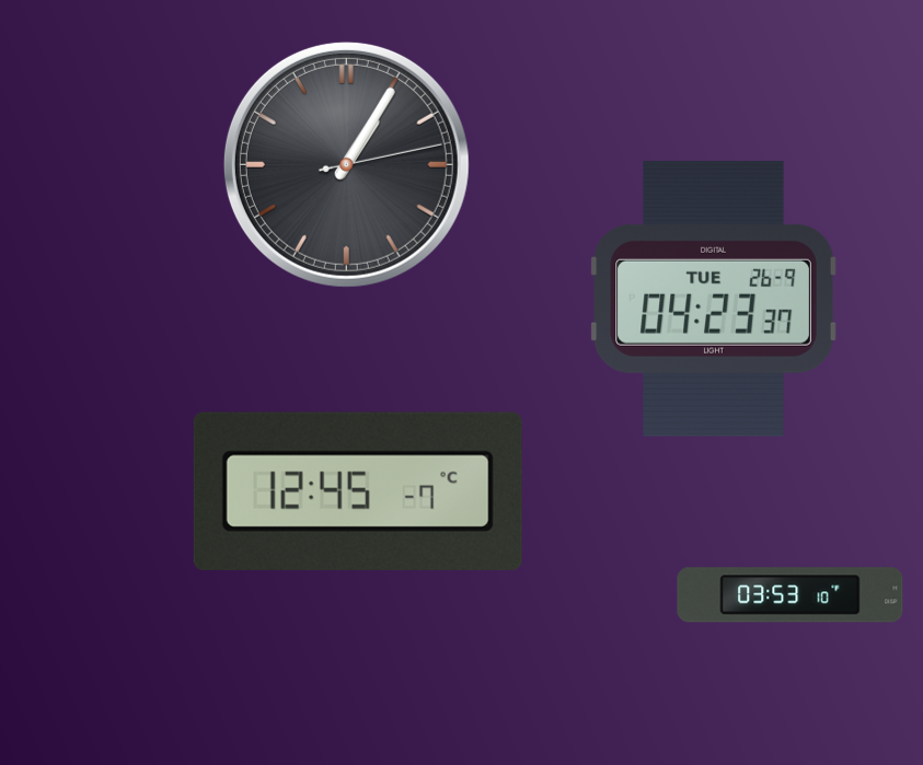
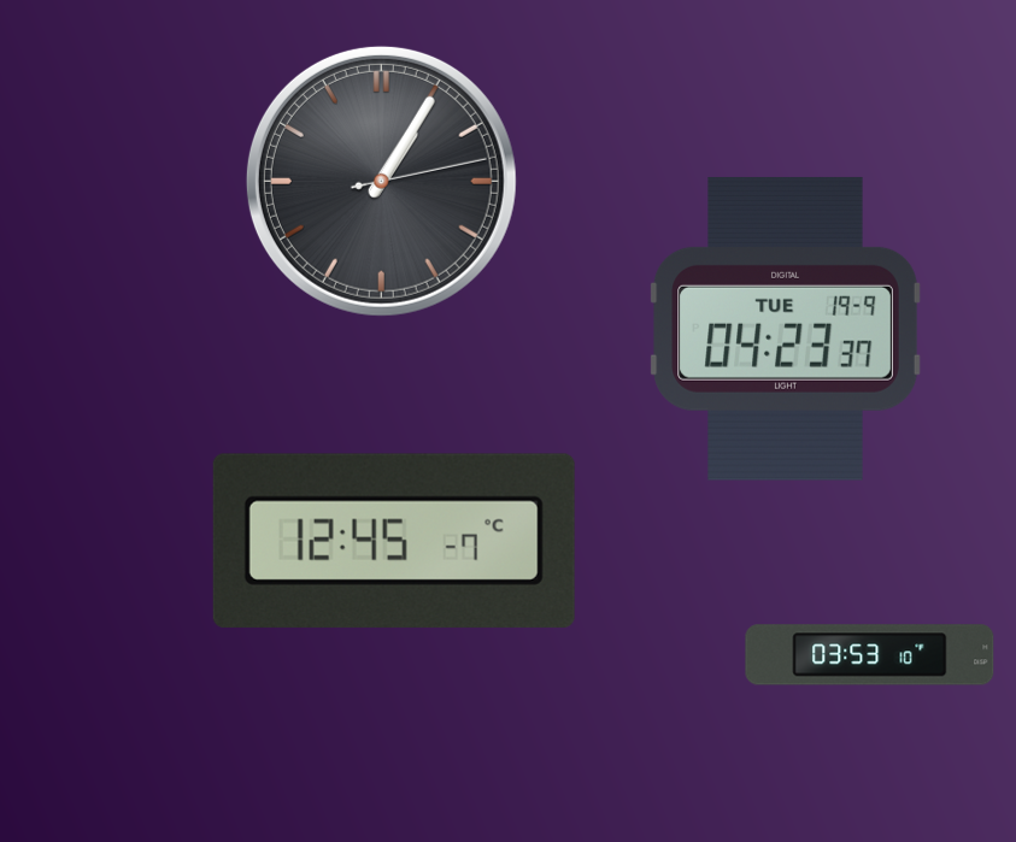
clock at (714, 299) date: TUE 26-9 -> TUE 19-9
